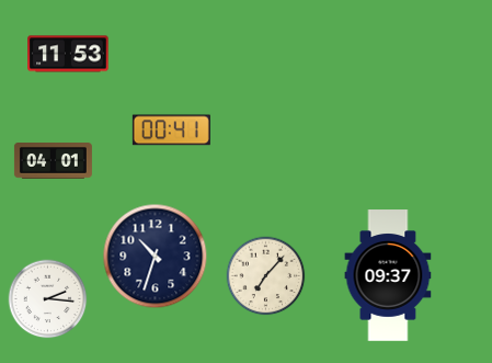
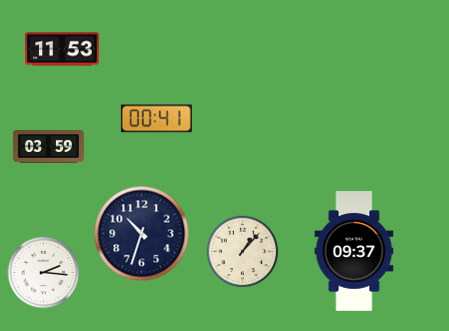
clock at (53, 161): 04:01 -> 03:59
clock at (266, 276): 7:07 -> 1:07
